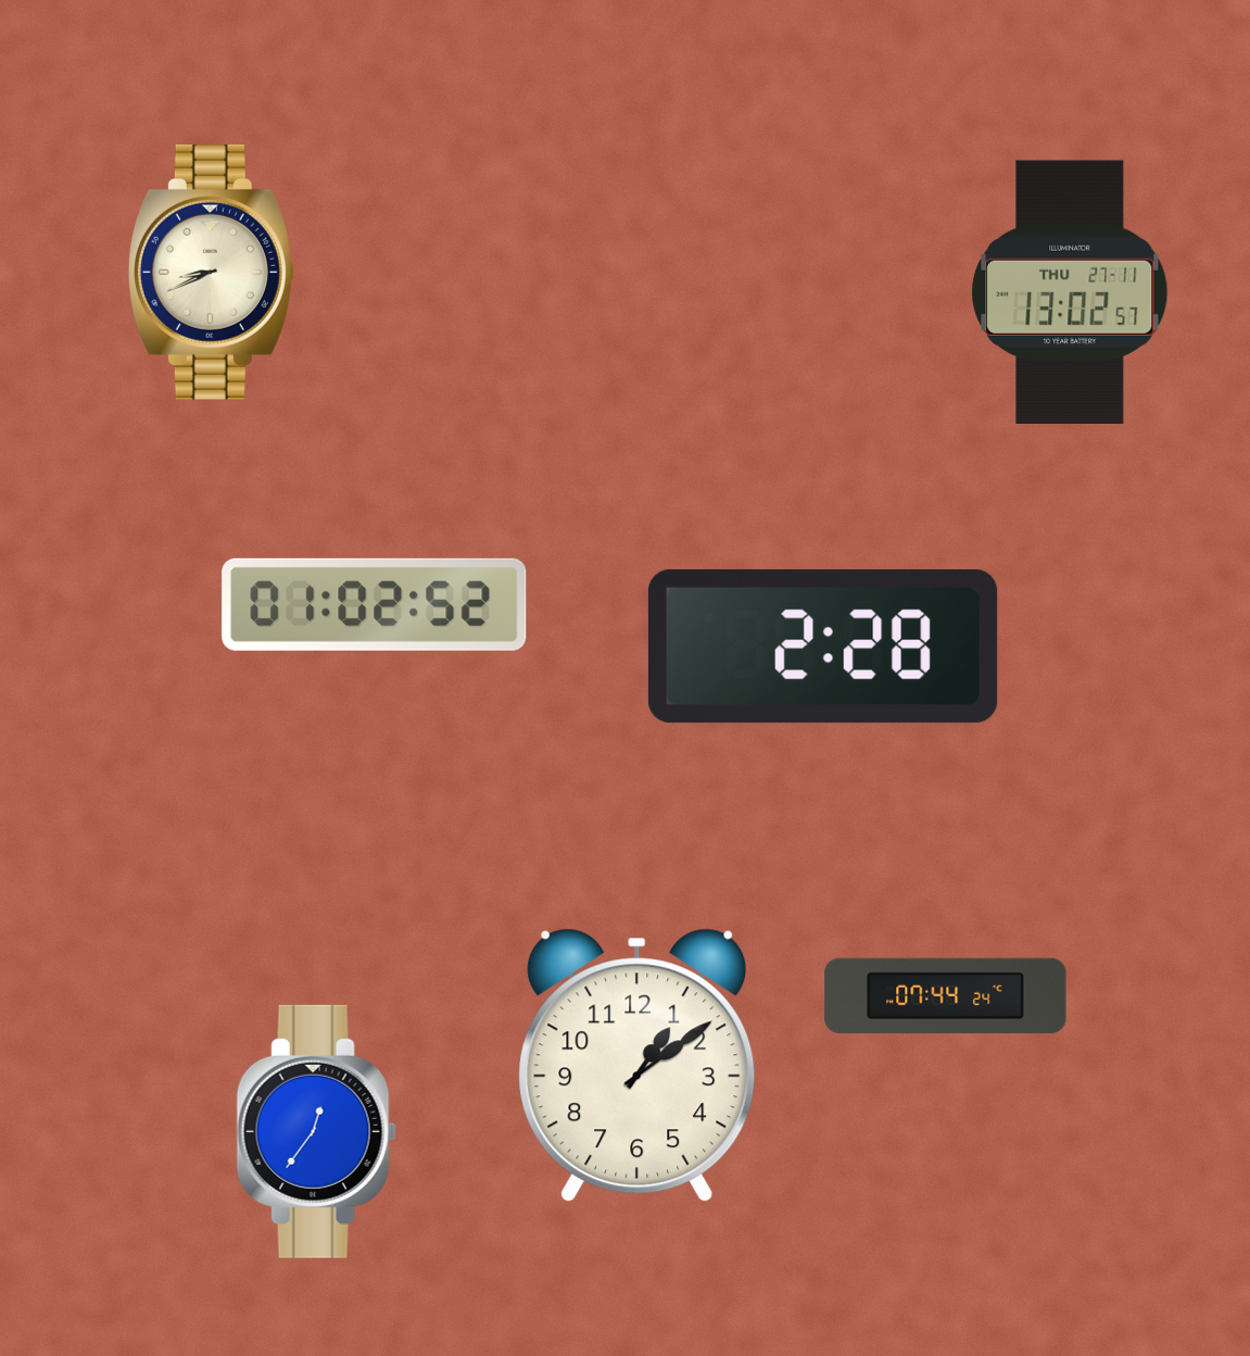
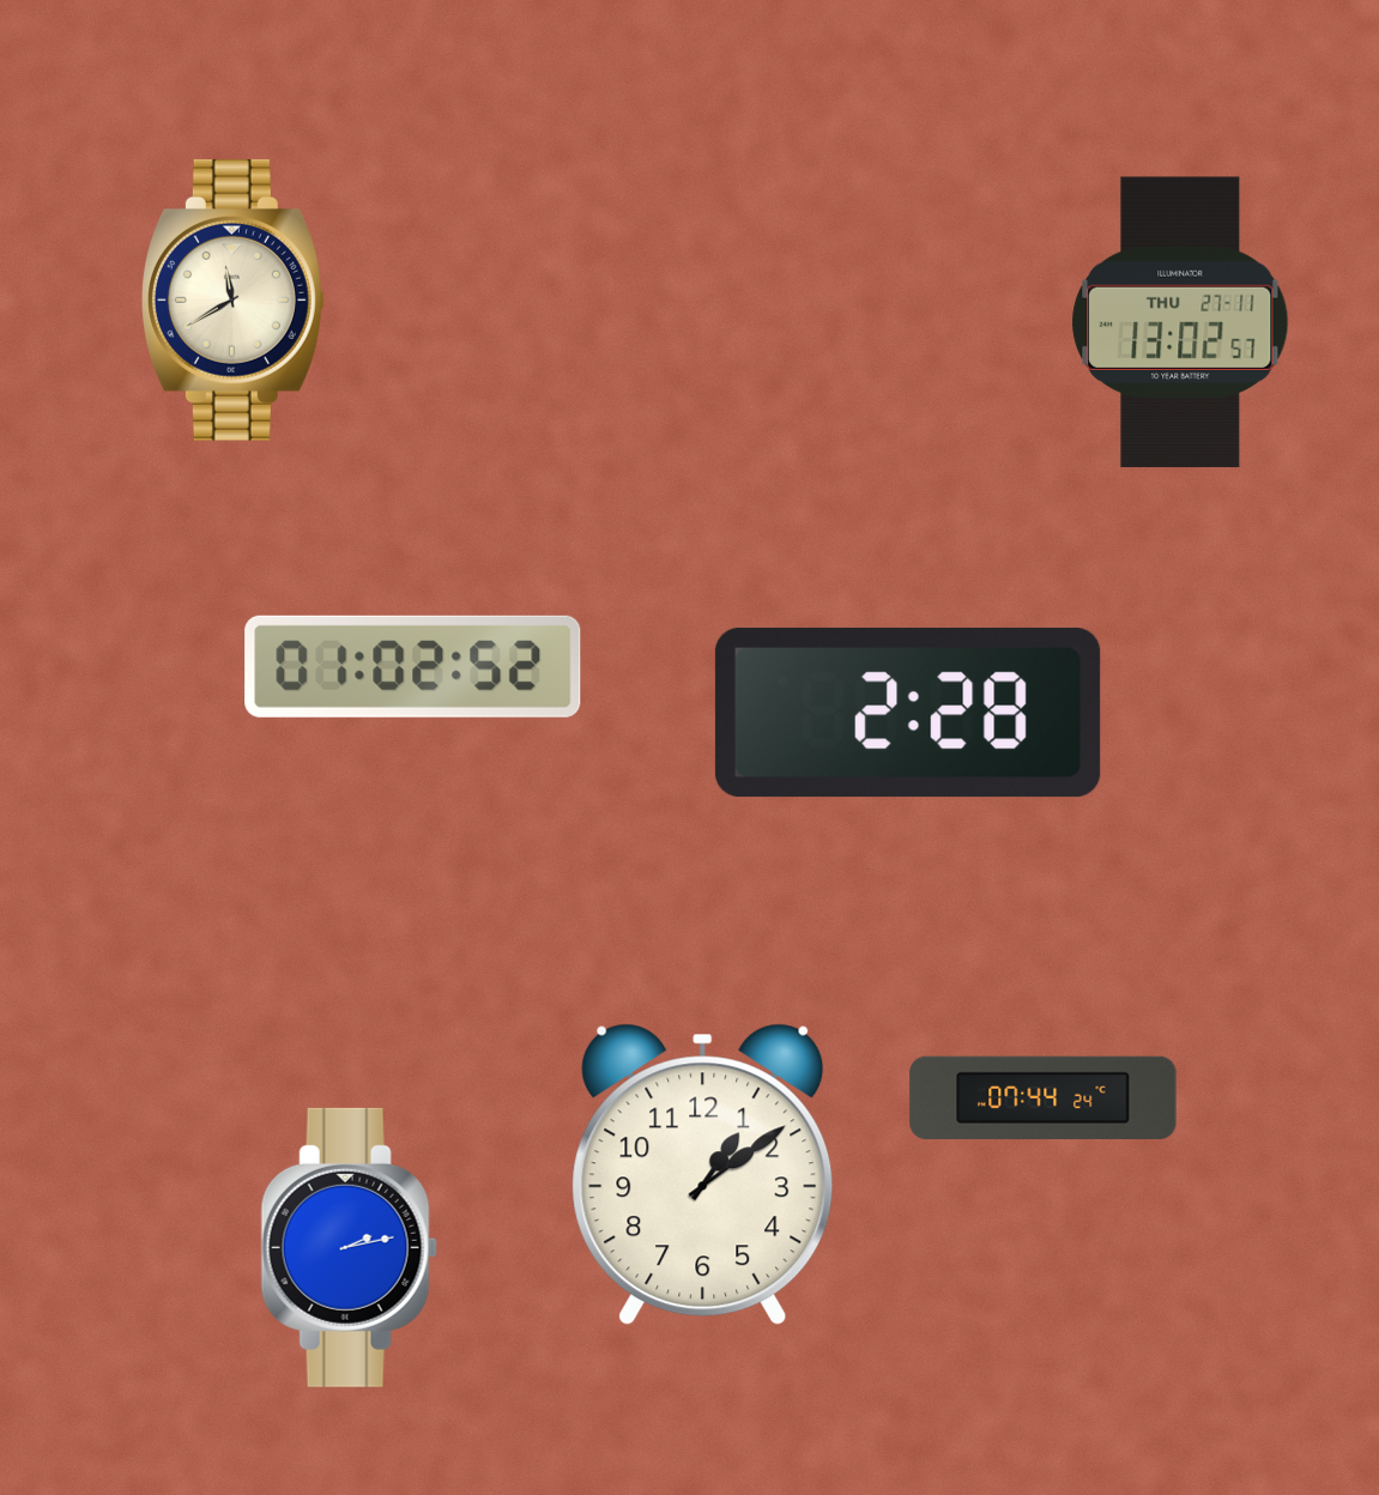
clock at (211, 272): 8:41 -> 11:40
clock at (316, 1131): 12:36 -> 2:13
